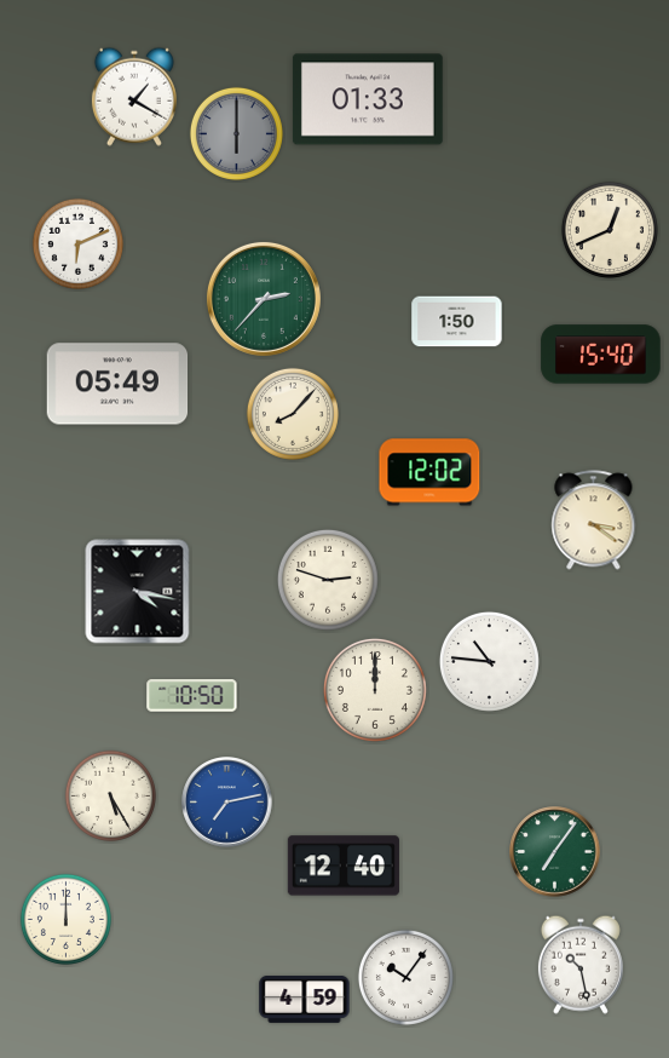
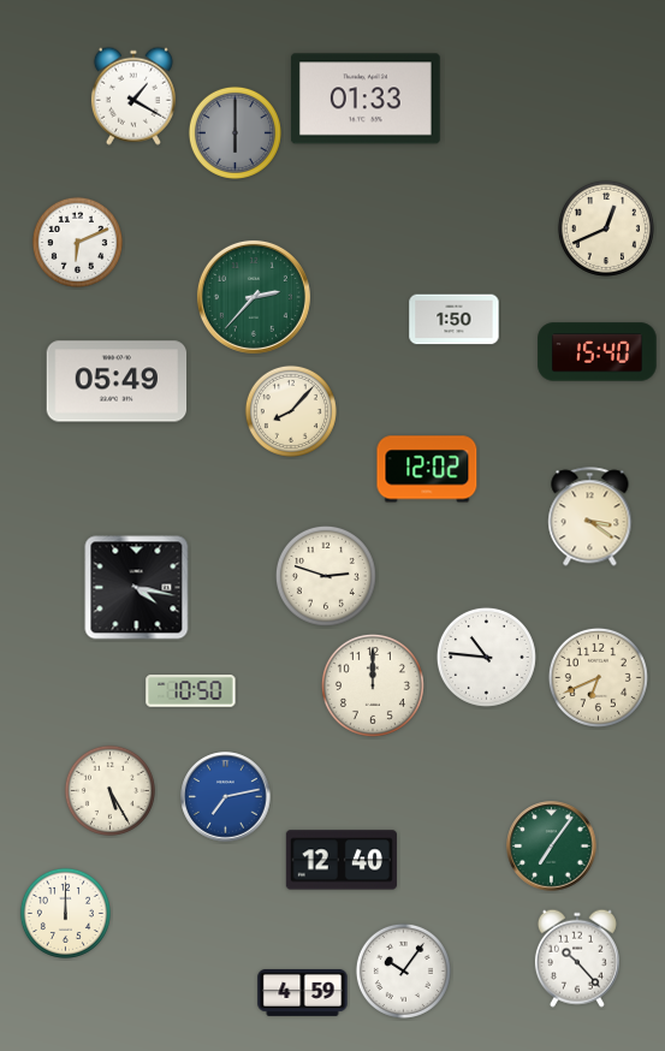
clock at (264, 299) position: (264, 299) -> (254, 297)
clock at (598, 677): none -> 6:41
clock at (581, 965): 10:28 -> 10:23
